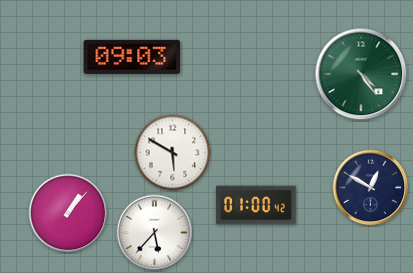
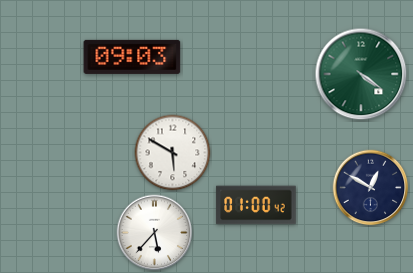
clock at (361, 74): 4:24 -> 4:21
clock at (68, 213): 1:07 -> none
